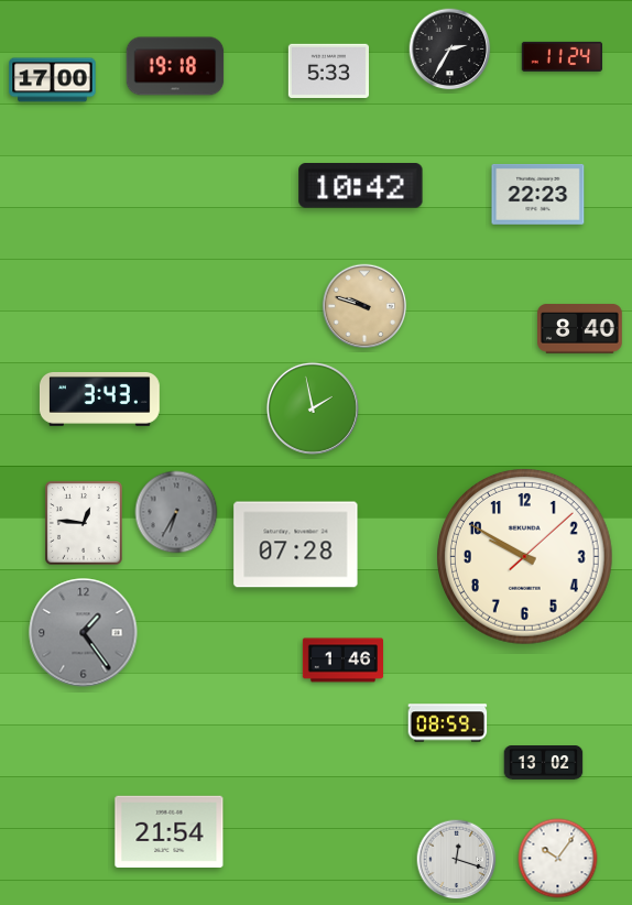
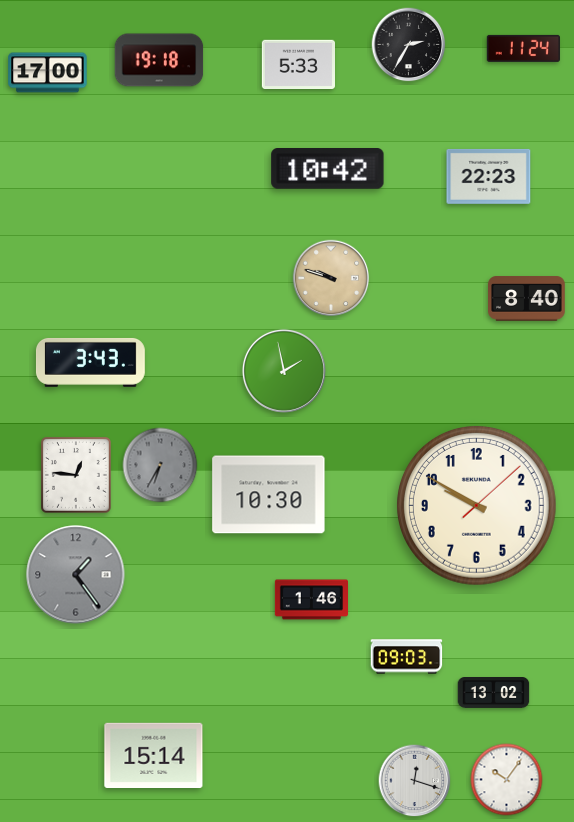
clock at (562, 56) position: (562, 56) -> (523, 48)
clock at (296, 545): 07:28 -> 10:30
clock at (448, 723): 08:59 -> 09:03
clock at (170, 831): 21:54 -> 15:14
